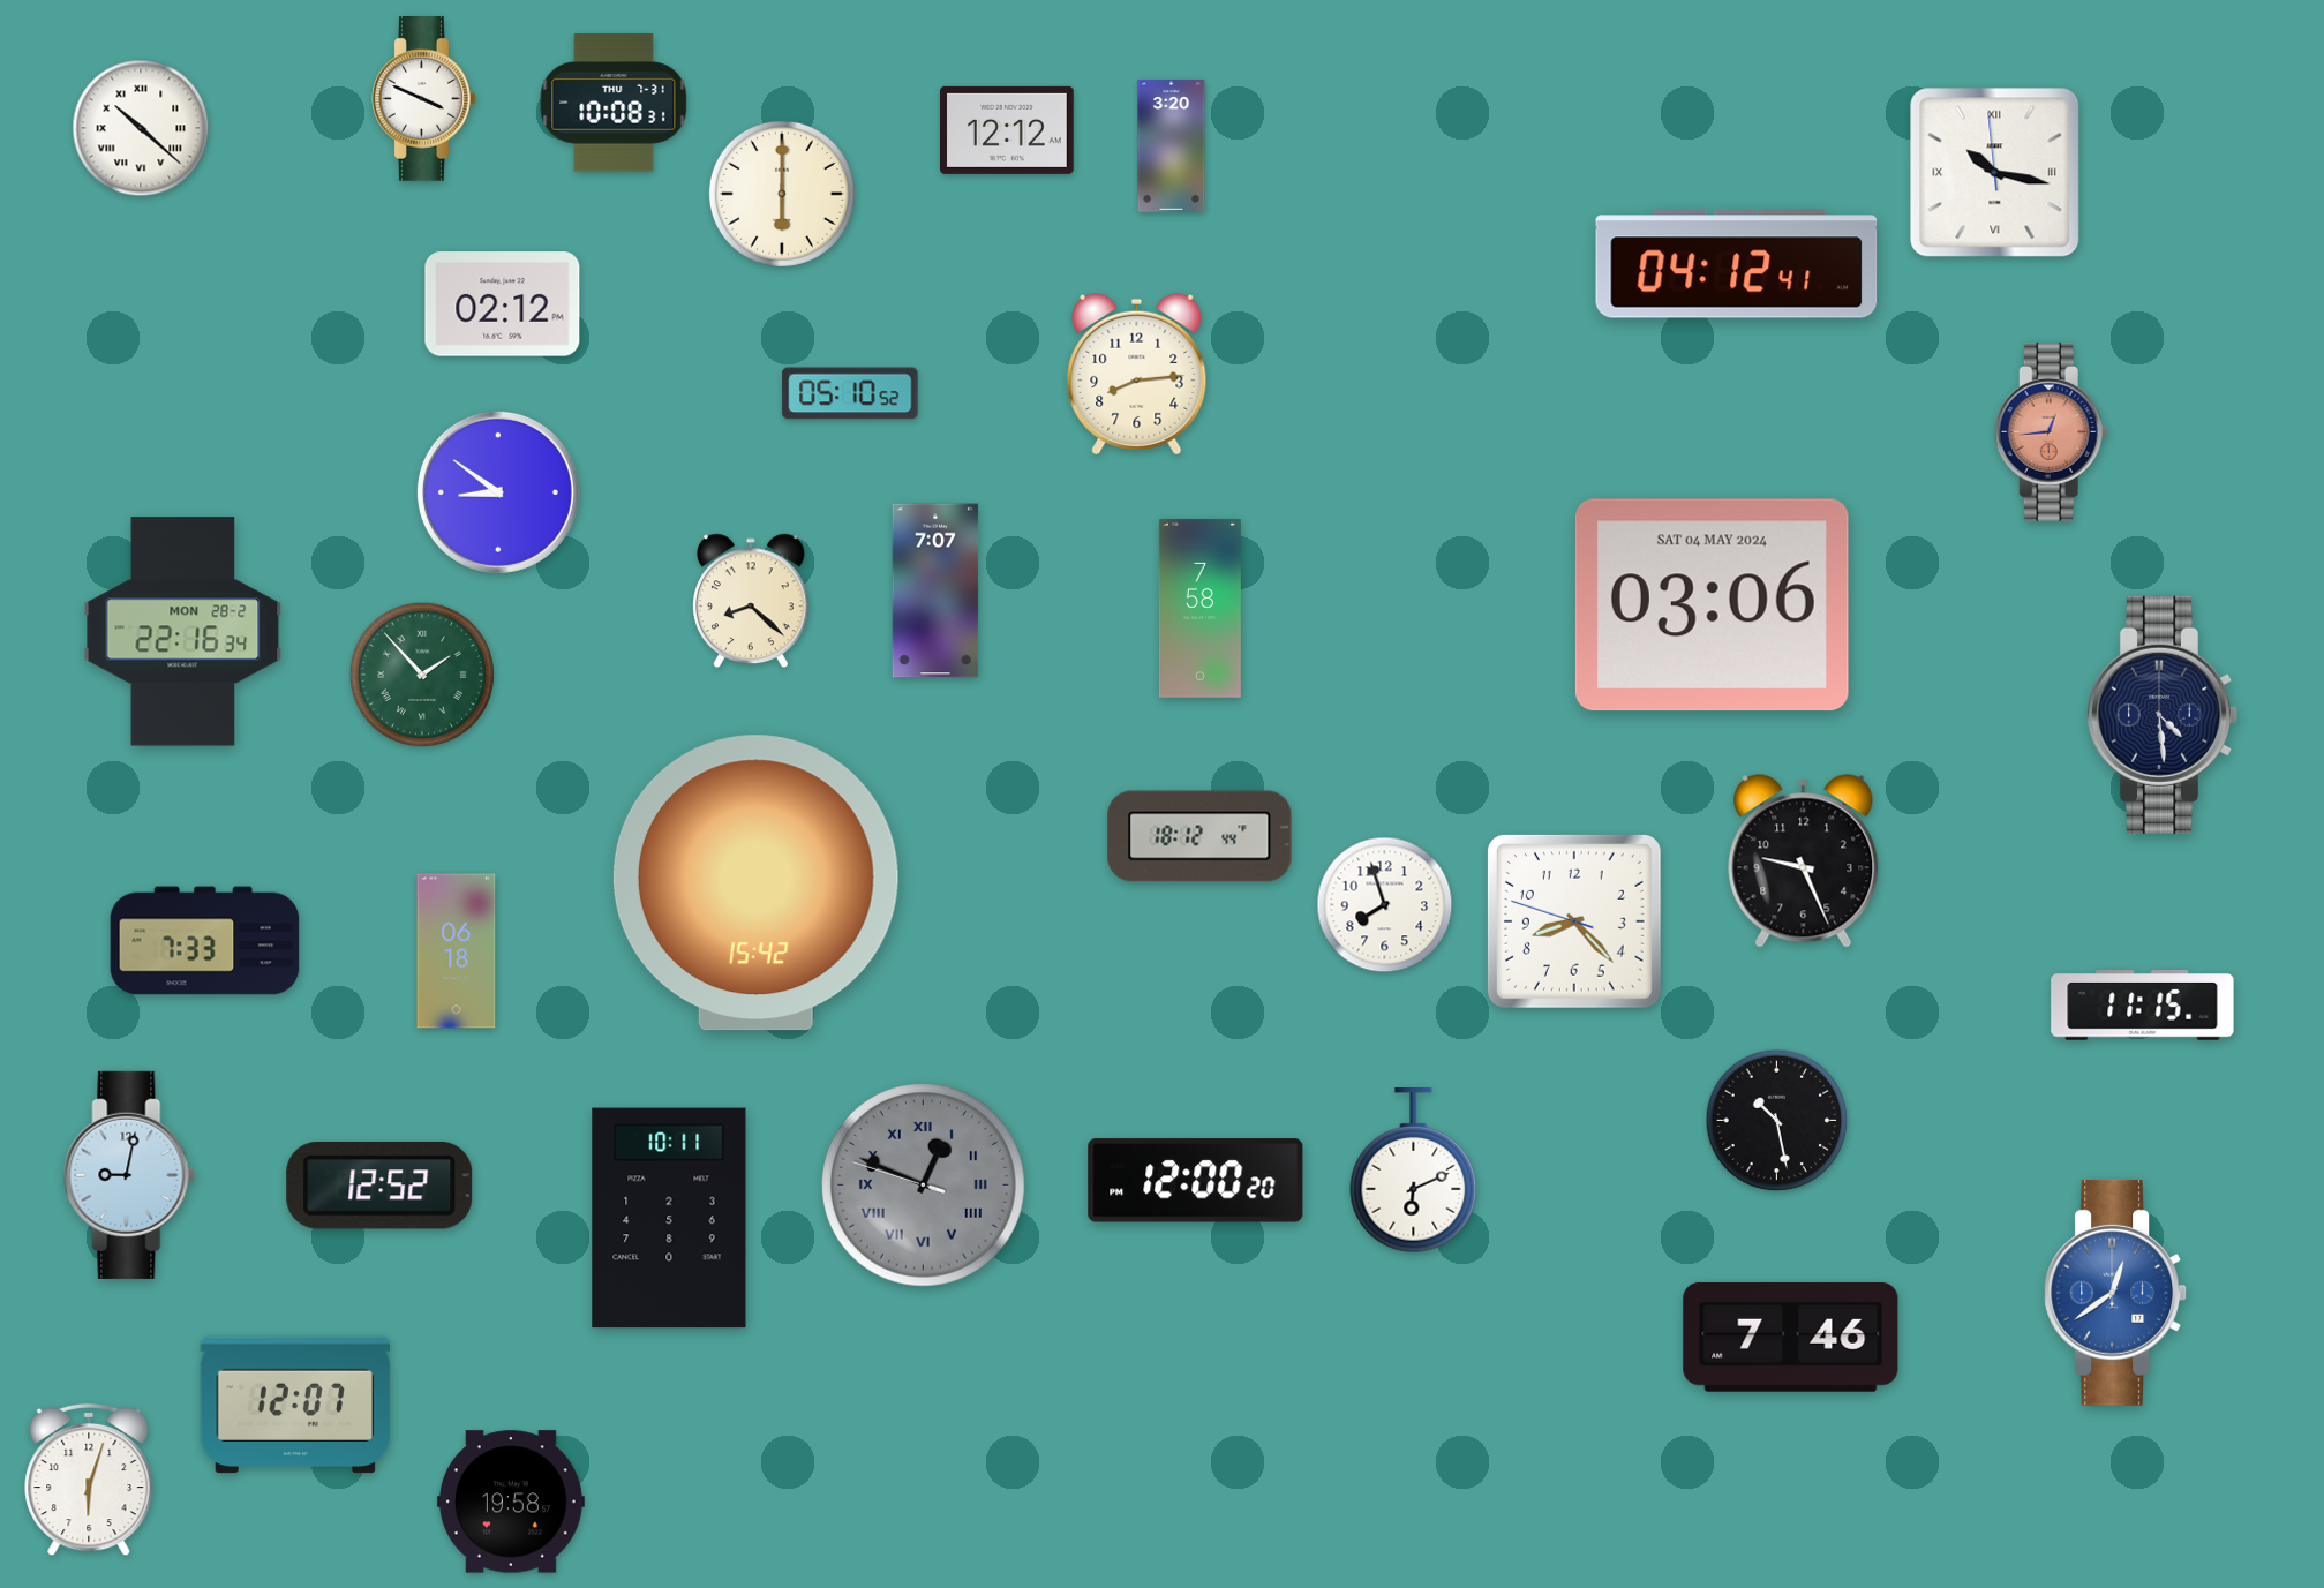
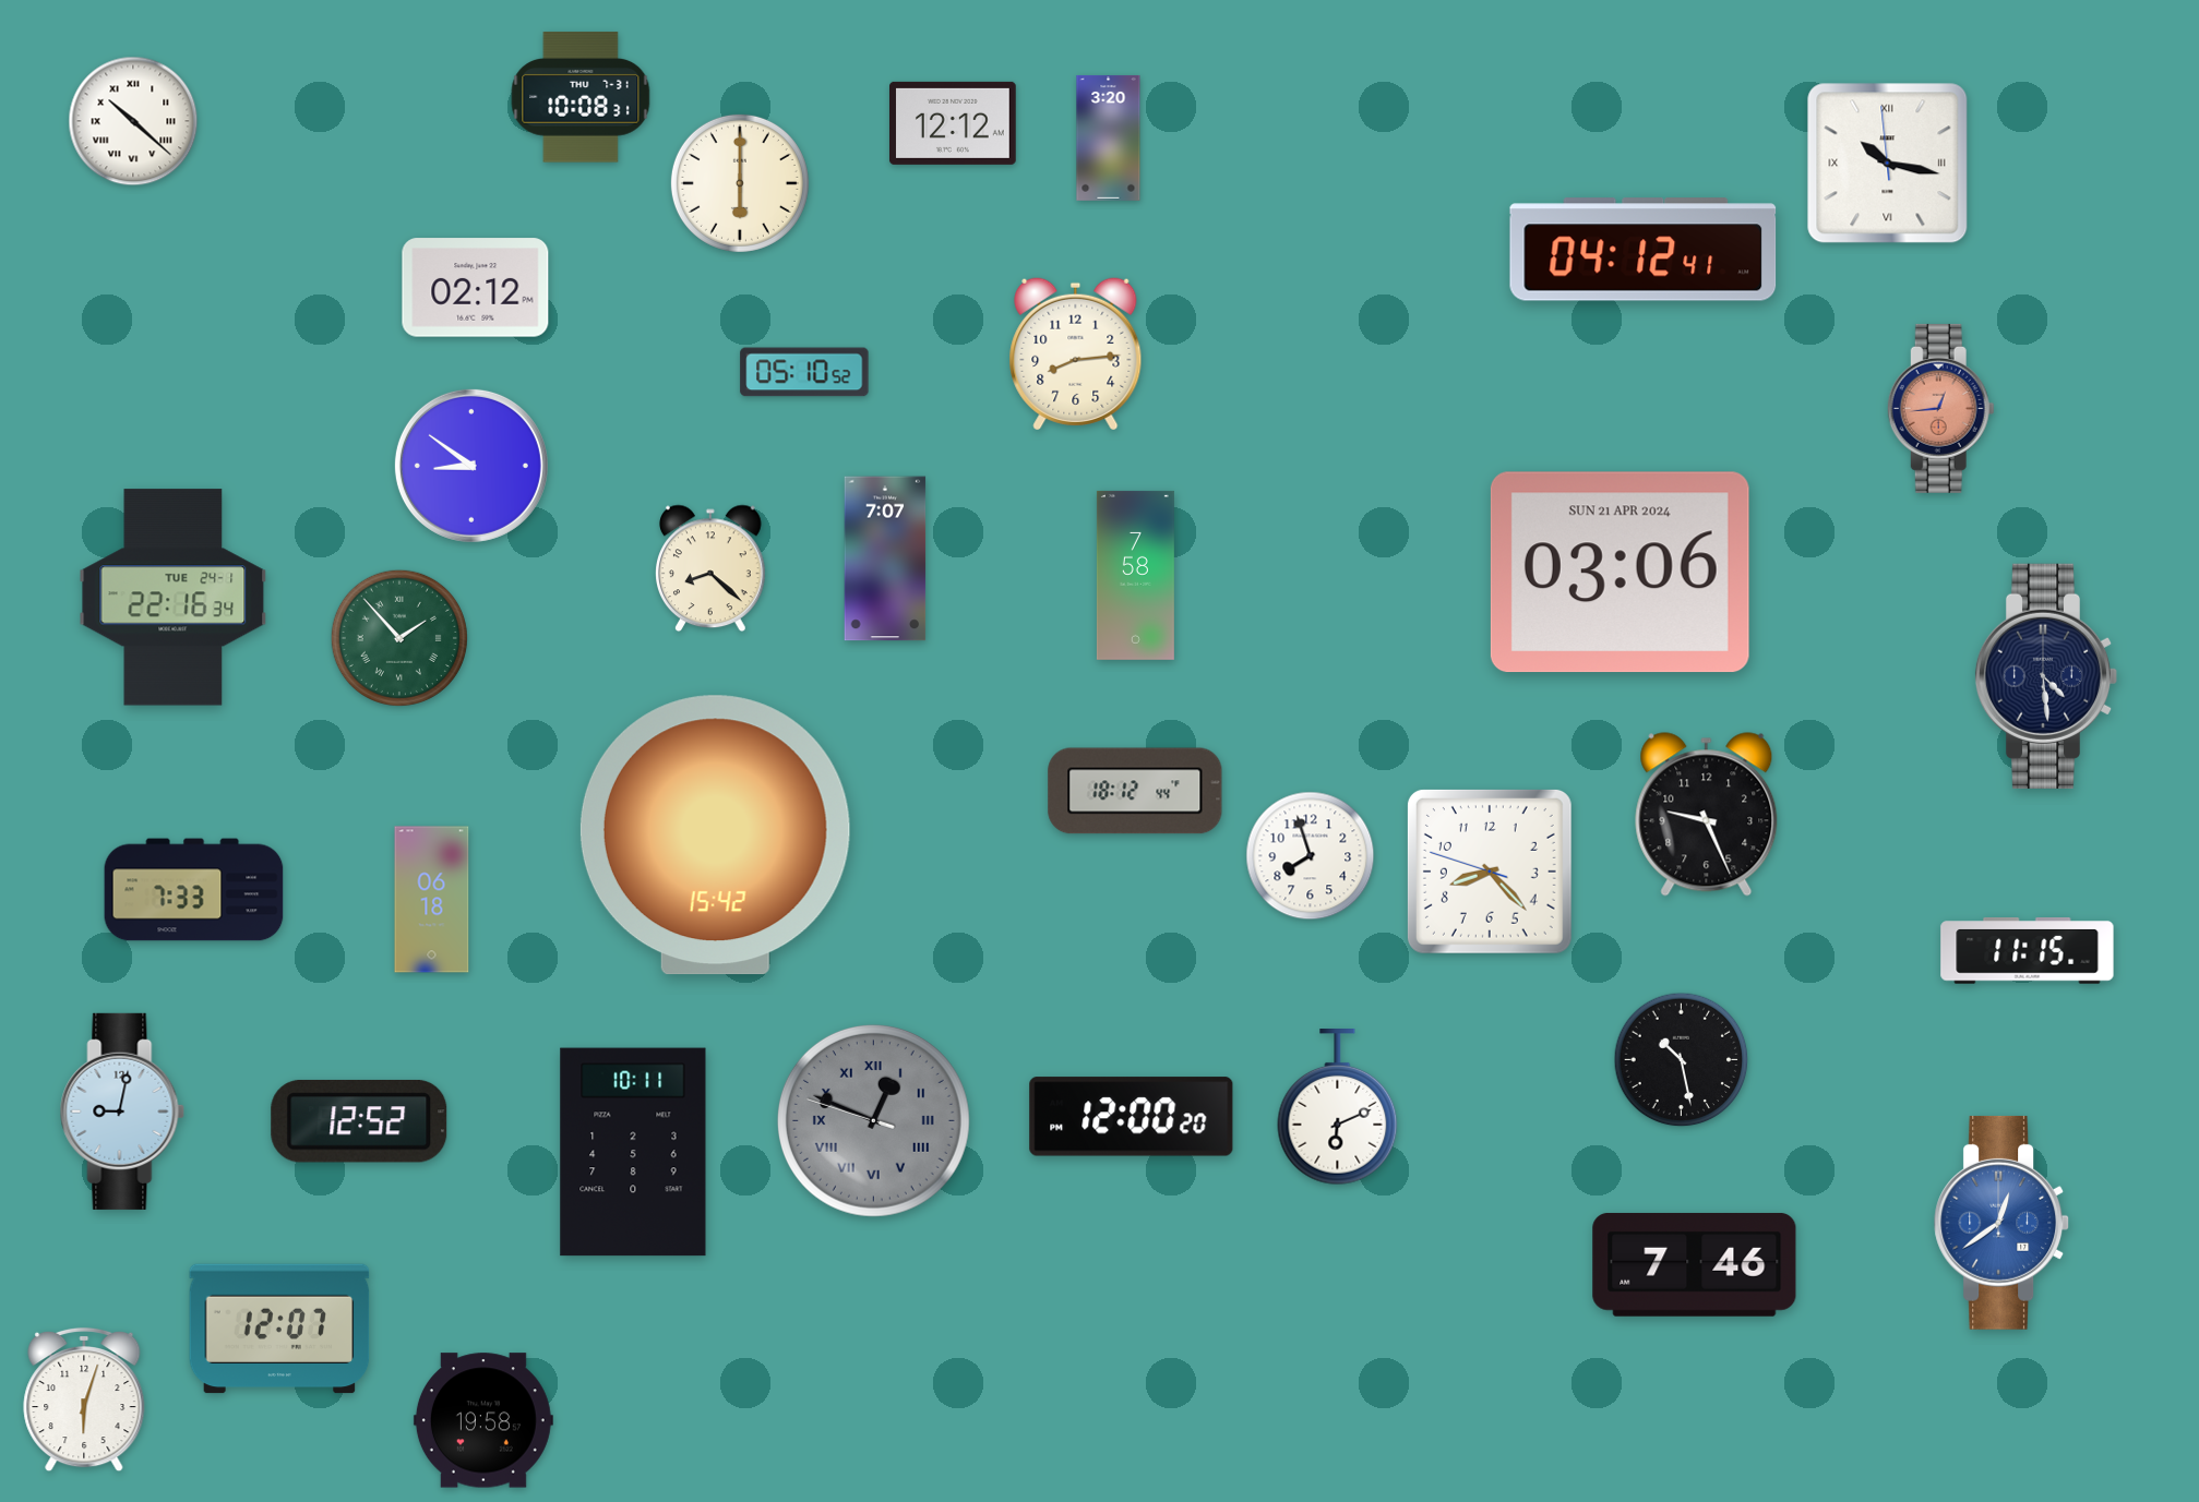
clock at (424, 99): 3:49 -> none
clock at (1712, 605) date: SAT 04 MAY 2024 -> SUN 21 APR 2024
clock at (183, 632) date: MON 28-2 -> TUE 24-1
